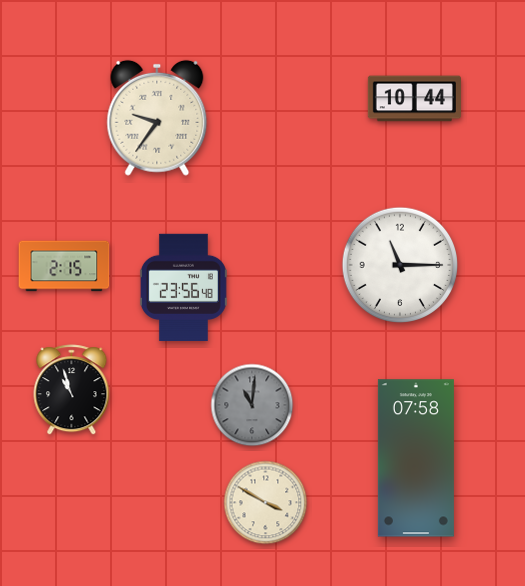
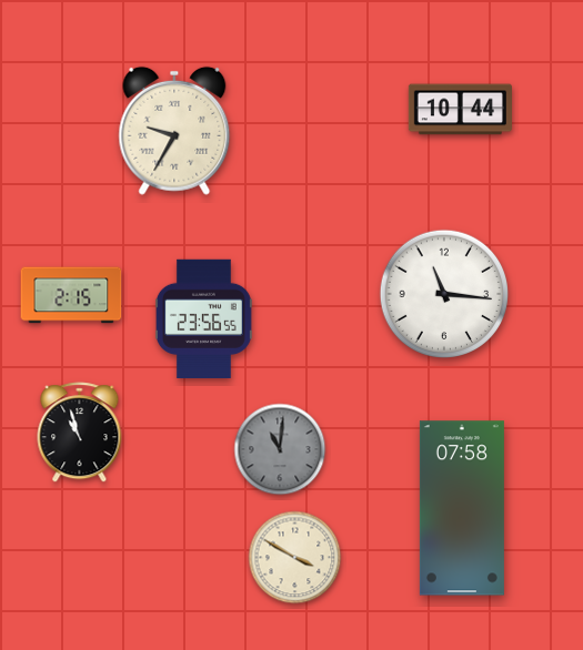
clock at (157, 118): 9:36 -> 9:35
clock at (399, 264): 11:15 -> 11:16
clock at (183, 287): 23:56:48 -> 23:56:55
